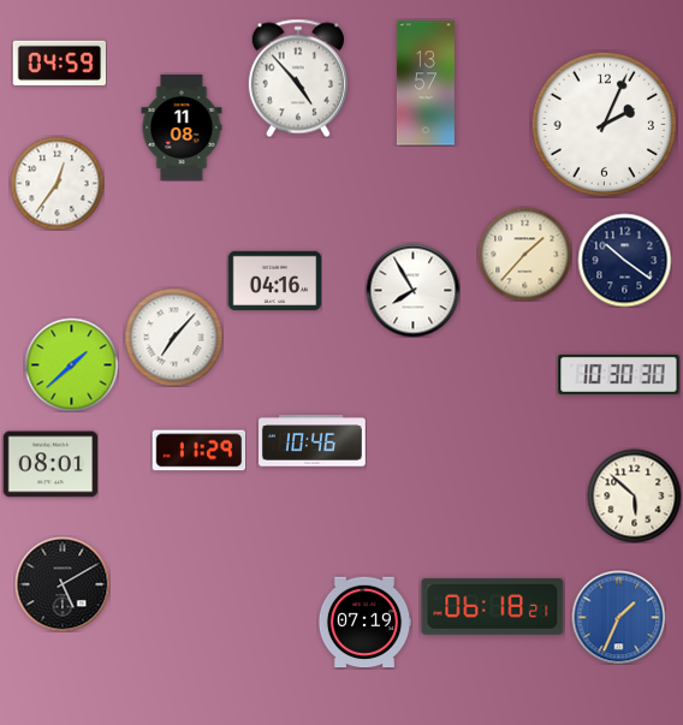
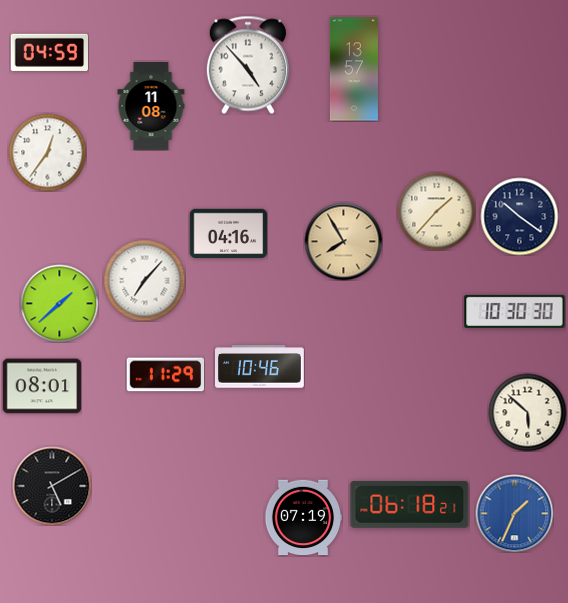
clock at (604, 124): 2:04 -> none
clock at (412, 290) dial: white -> champagne
